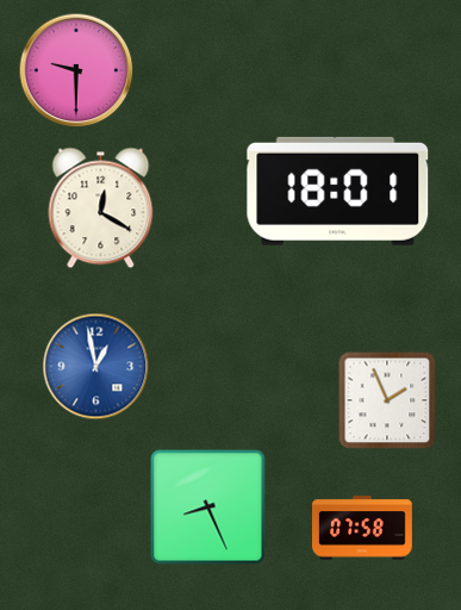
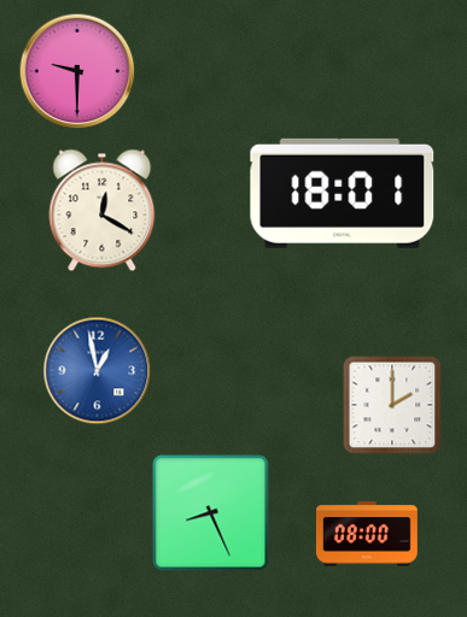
clock at (387, 400): 1:56 -> 2:00
clock at (362, 528): 07:58 -> 08:00
